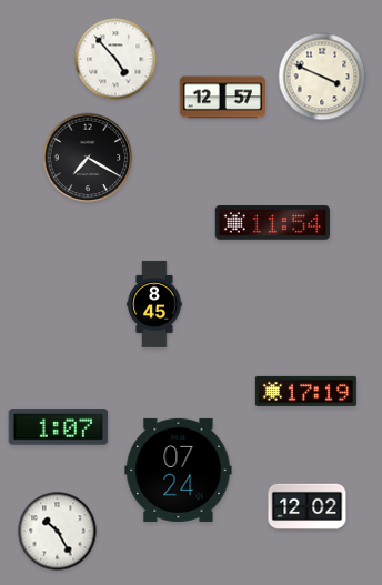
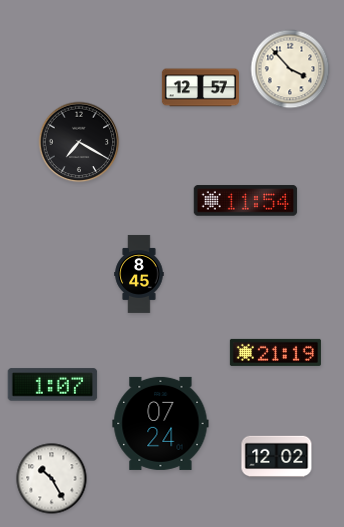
clock at (115, 59): 4:53 -> none
clock at (322, 77): 3:49 -> 3:53
clock at (305, 391): 17:19 -> 21:19
